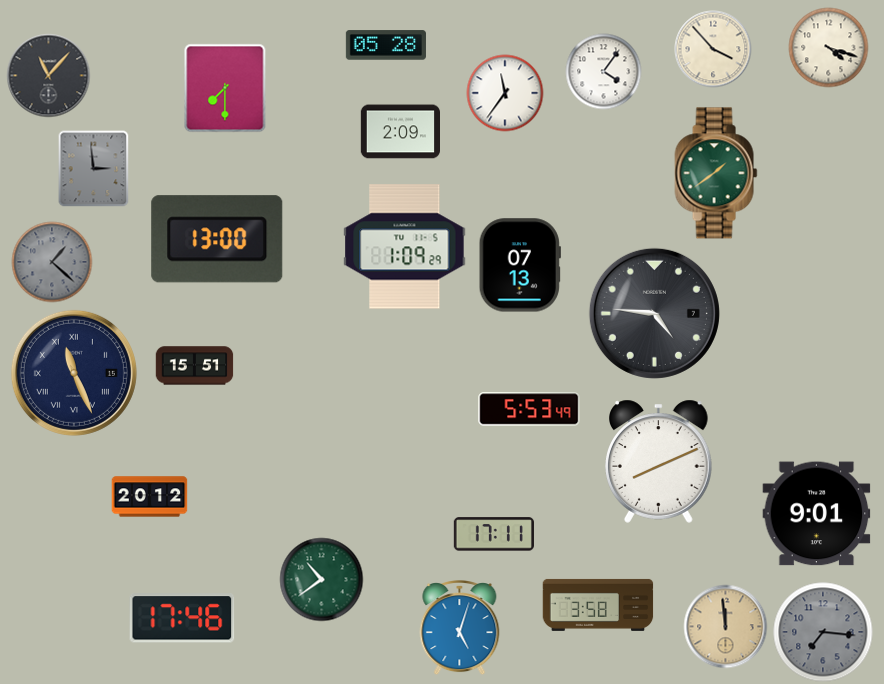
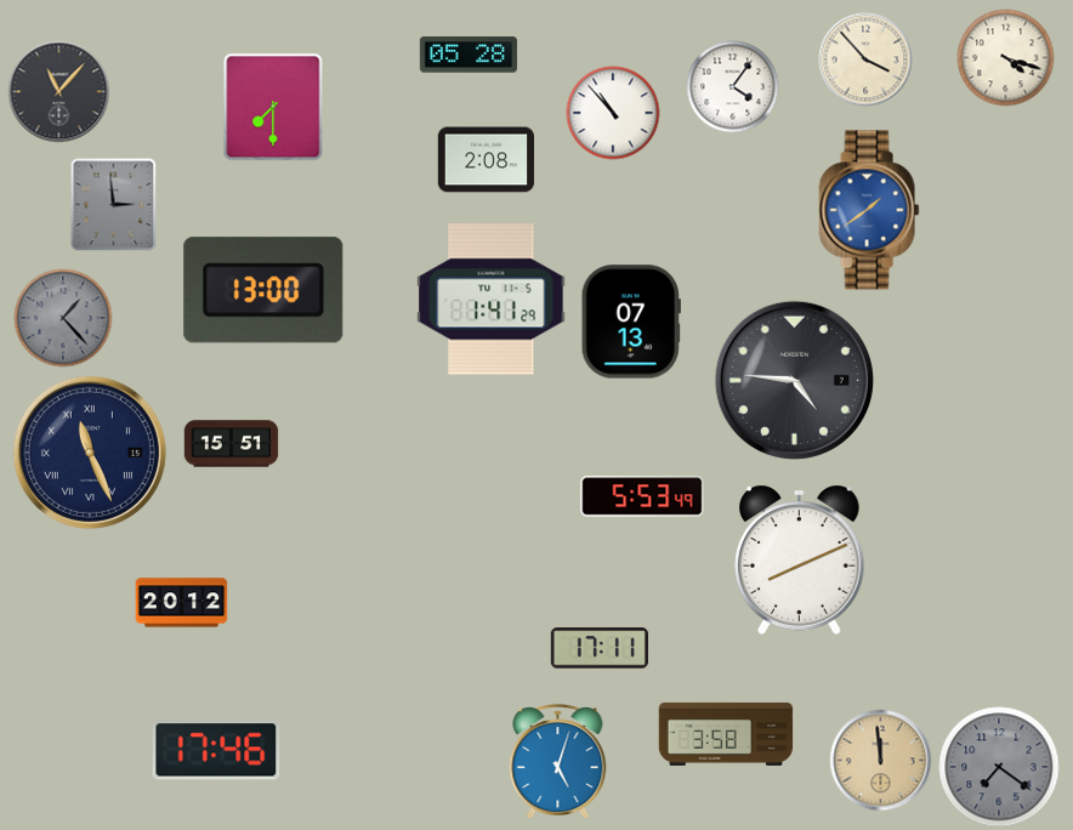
clock at (505, 93): 11:36 -> 10:53
clock at (401, 132): 2:09 -> 2:08
clock at (716, 173) dial: green -> blue
clock at (405, 247): 1:09 -> 1:41
clock at (52, 262): 1:22 -> 1:23
clock at (195, 366) position: (195, 366) -> (232, 444)
clock at (817, 514): 9:01 -> none
clock at (322, 580): 10:39 -> none
clock at (182, 618) position: (182, 618) -> (216, 750)
clock at (823, 632): 7:16 -> 7:21
